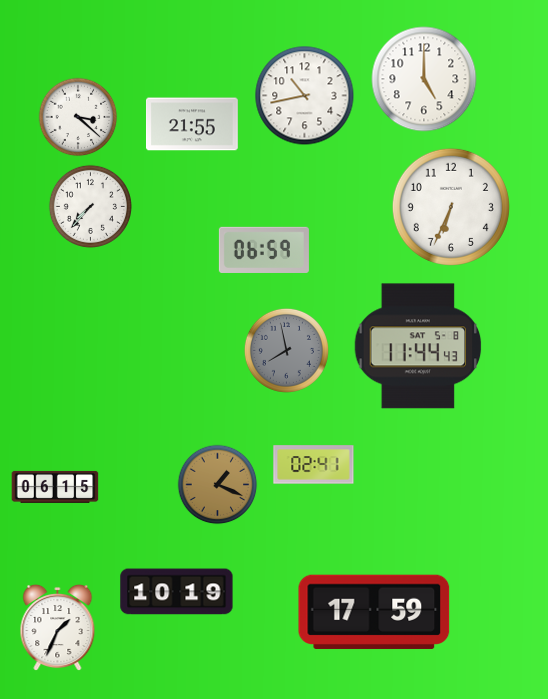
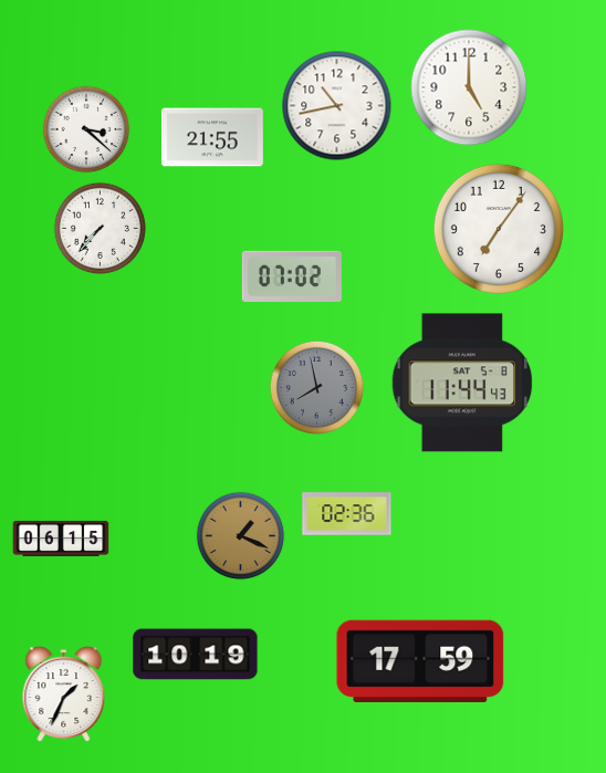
clock at (451, 207): 6:34 -> 7:06
clock at (264, 250): 06:59 -> 07:02
clock at (314, 465): 02:41 -> 02:36
clock at (374, 611) position: (374, 611) -> (420, 660)
